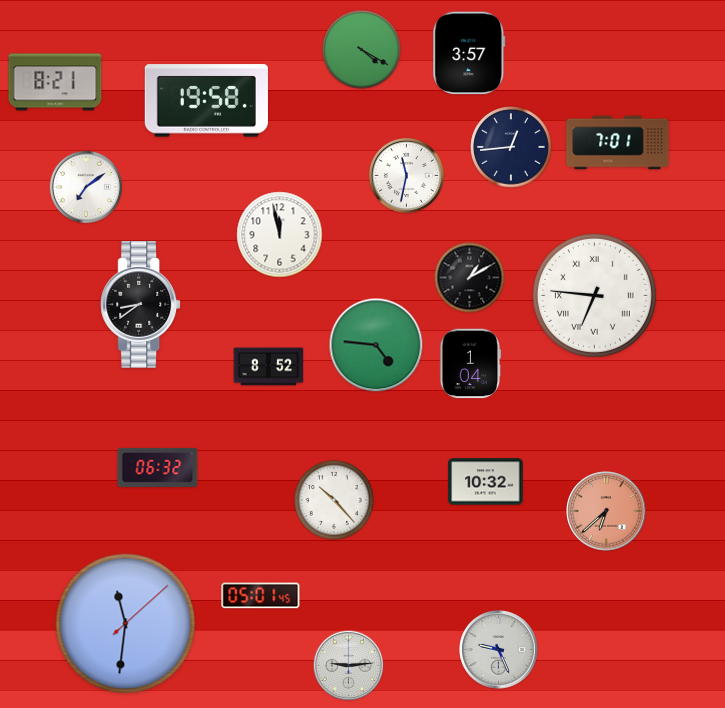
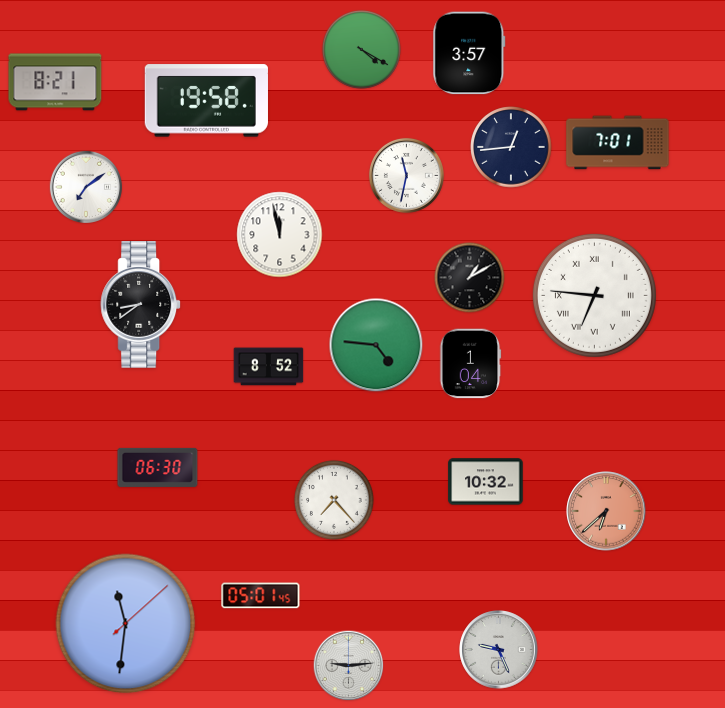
clock at (158, 467): 06:32 -> 06:30
clock at (334, 500): 10:23 -> 7:23
